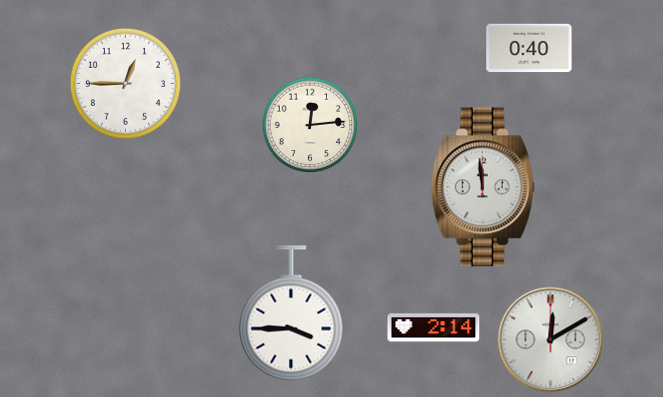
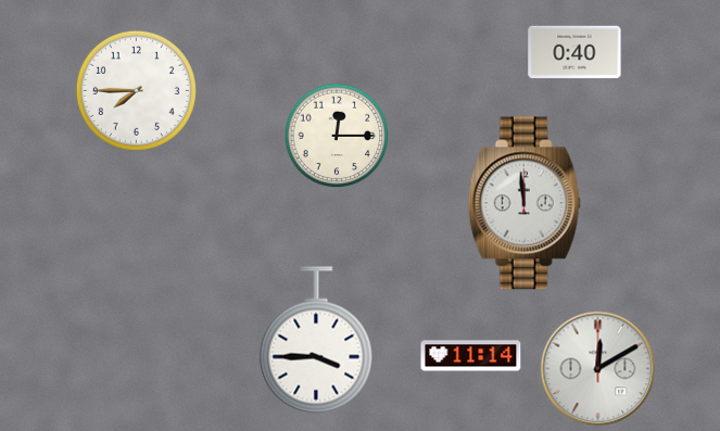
clock at (125, 83): 12:45 -> 7:45
clock at (310, 125): 12:14 -> 12:15
clock at (434, 328): 2:14 -> 11:14
